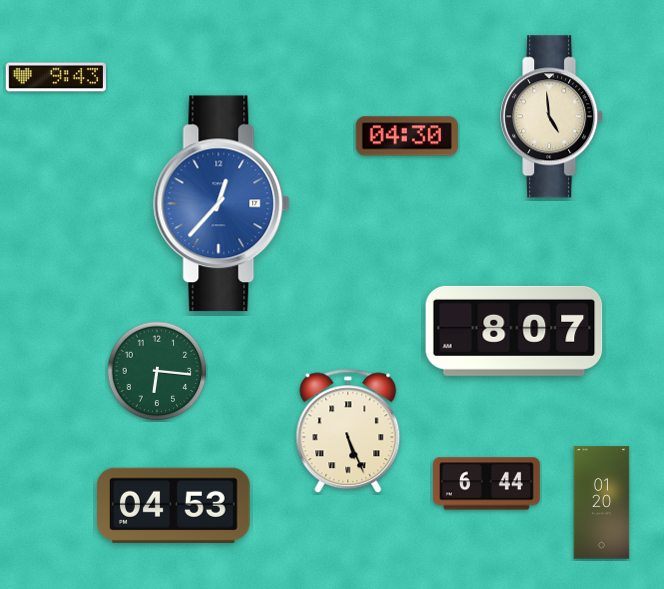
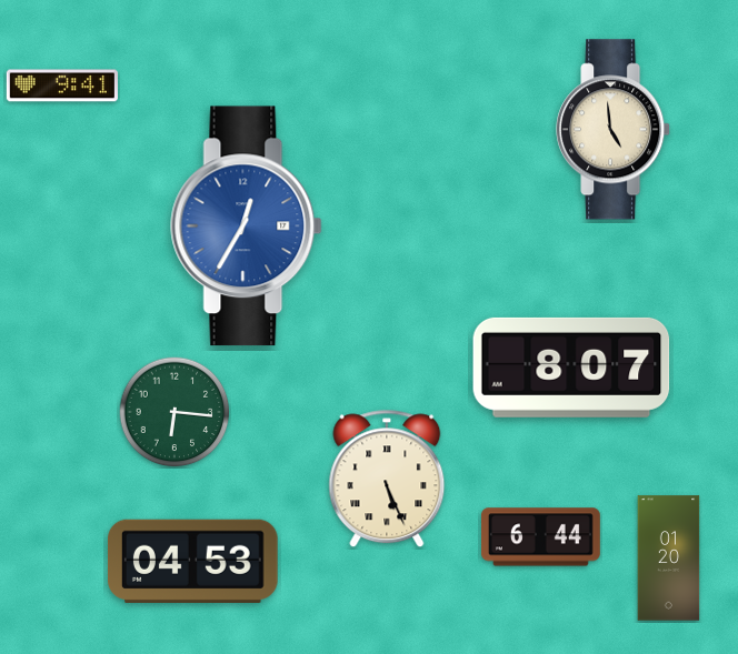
clock at (55, 77): 9:43 -> 9:41
clock at (407, 136): 04:30 -> none
clock at (222, 204): 12:37 -> 12:35
